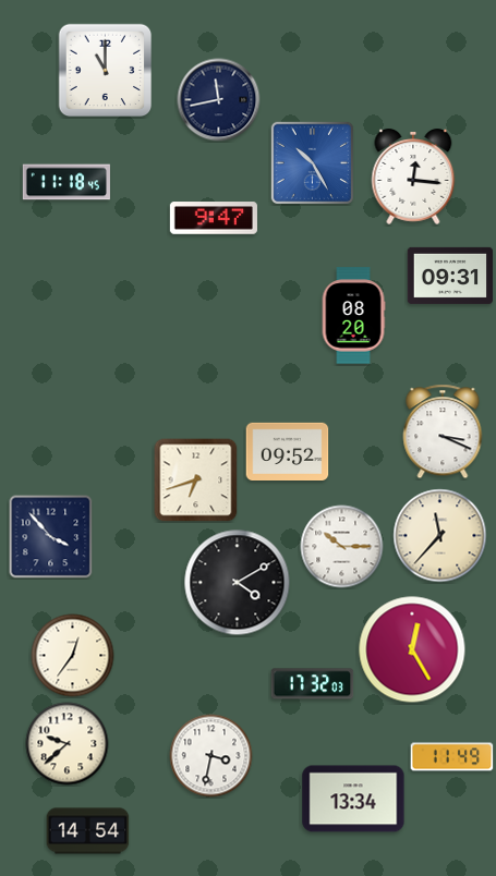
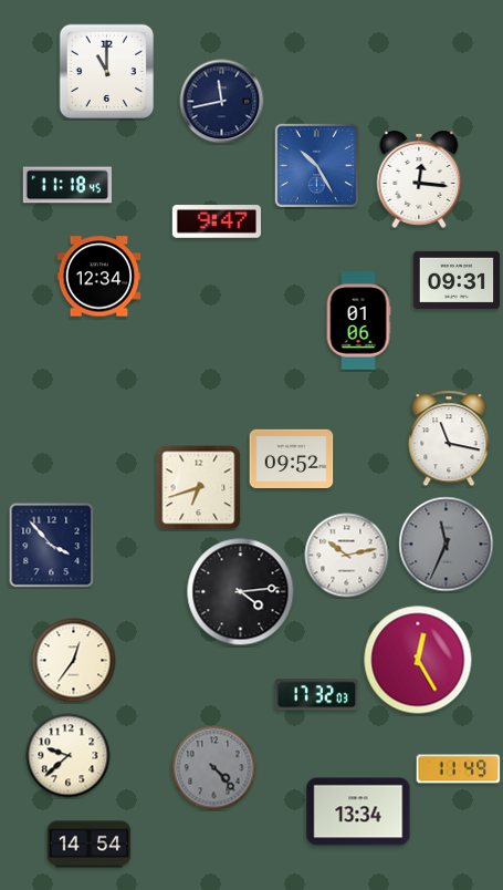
clock at (99, 277): none -> 12:34
clock at (353, 316): 08:20 -> 01:06
clock at (443, 431): 3:19 -> 11:17
clock at (440, 536): 11:37 -> 11:34
clock at (440, 536) dial: cream -> grey
clock at (342, 547): 10:15 -> 10:13
clock at (238, 583): 4:10 -> 4:14
clock at (73, 656) position: (73, 656) -> (74, 661)
clock at (211, 756): 3:32 -> 4:23
clock at (211, 756) dial: white -> grey
